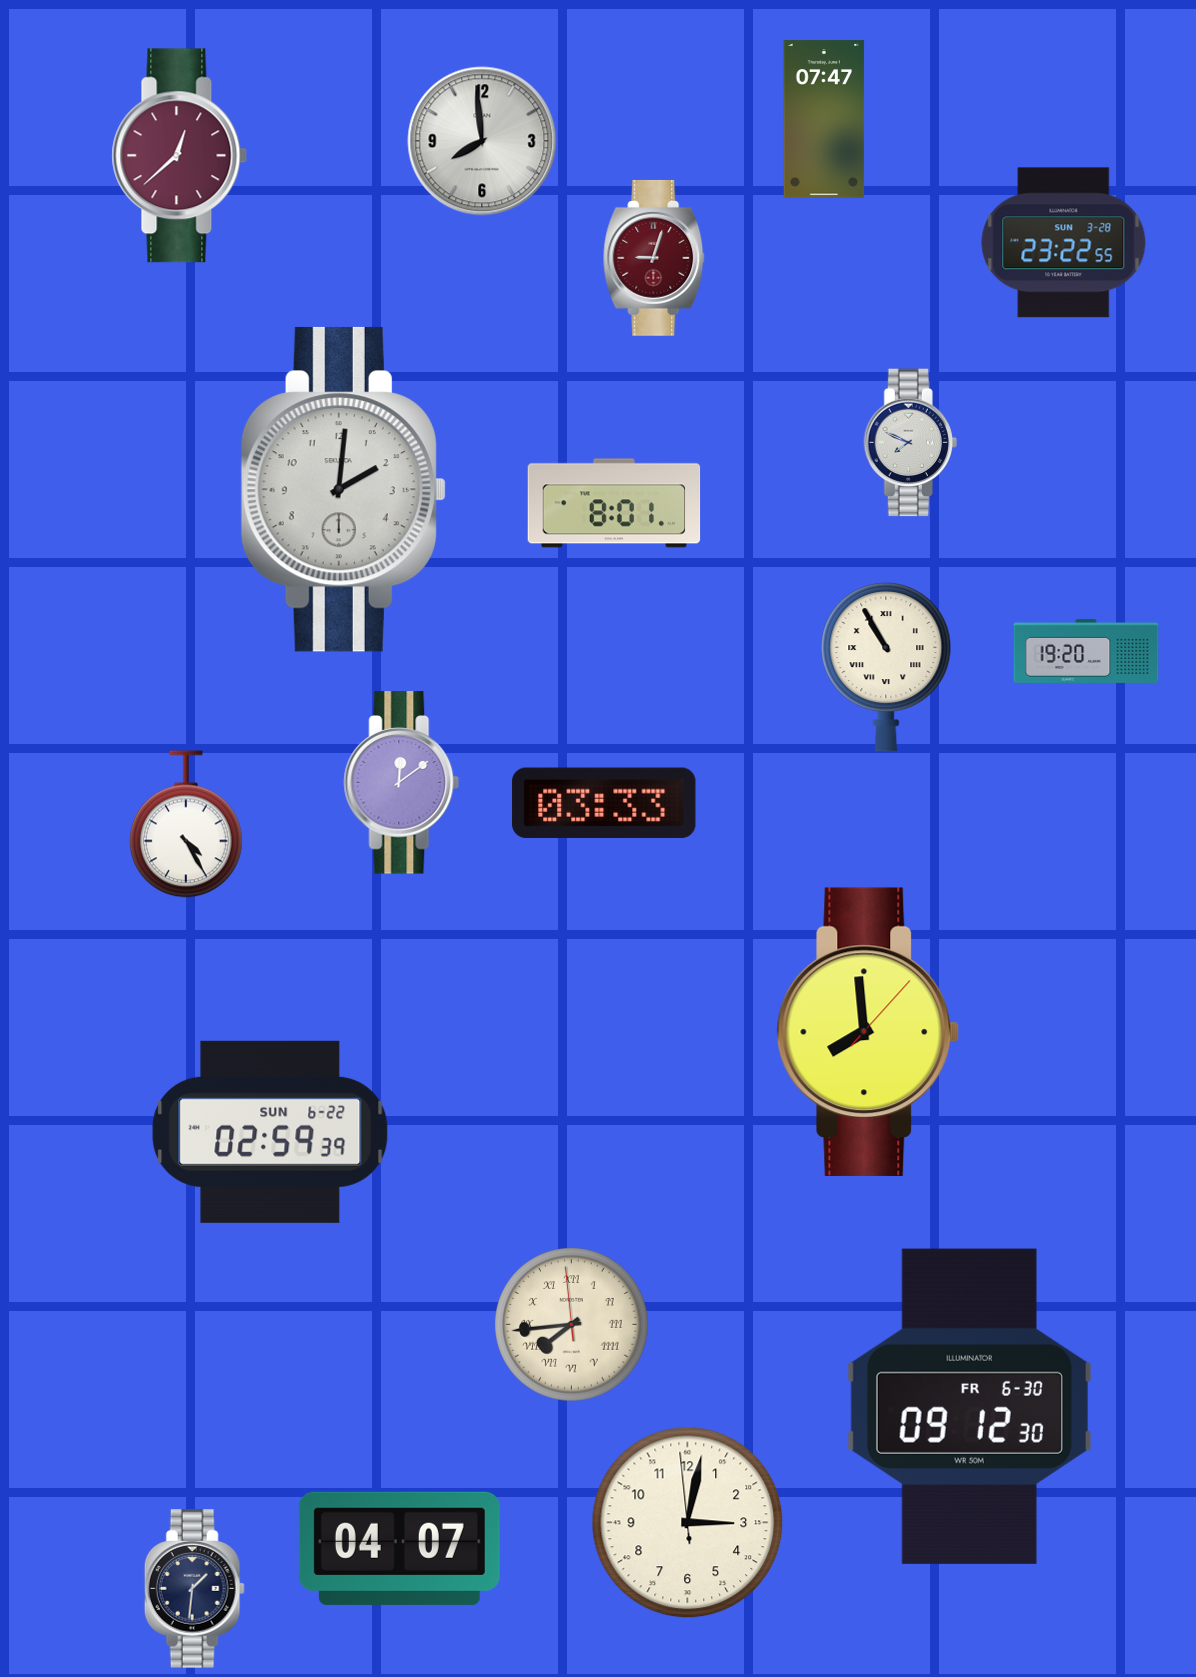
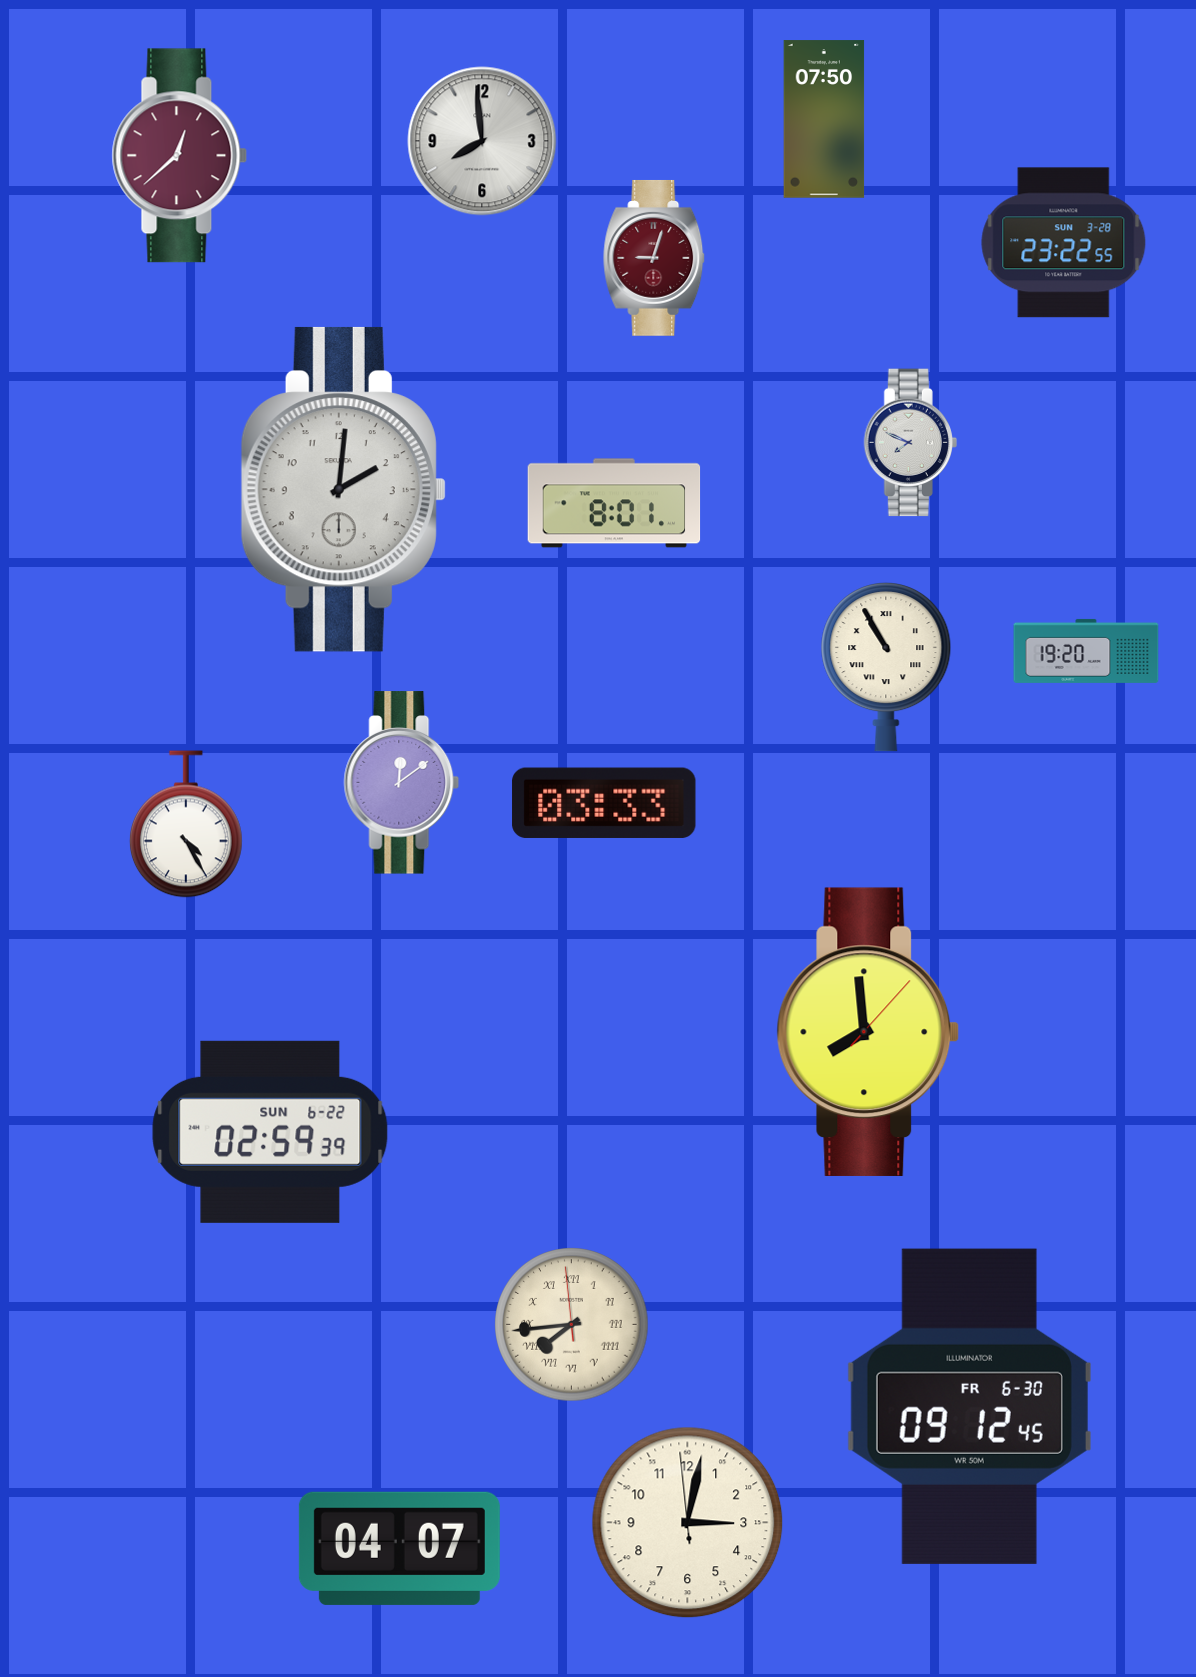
clock at (824, 119): 07:47 -> 07:50
clock at (969, 1406): 09:12:30 -> 09:12:45
clock at (194, 1589): 1:31 -> none
